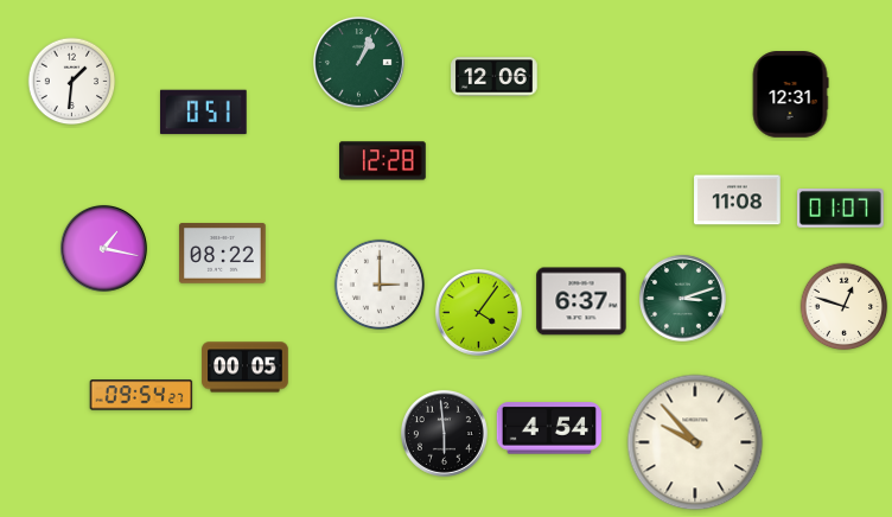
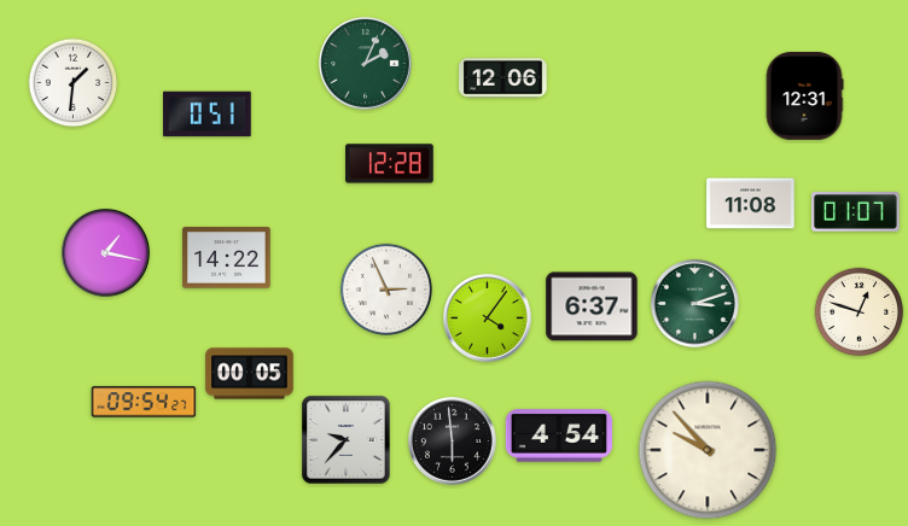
clock at (359, 63): 1:04 -> 2:04
clock at (223, 254): 08:22 -> 14:22
clock at (378, 283): 3:00 -> 2:56
clock at (347, 440): none -> 9:37
